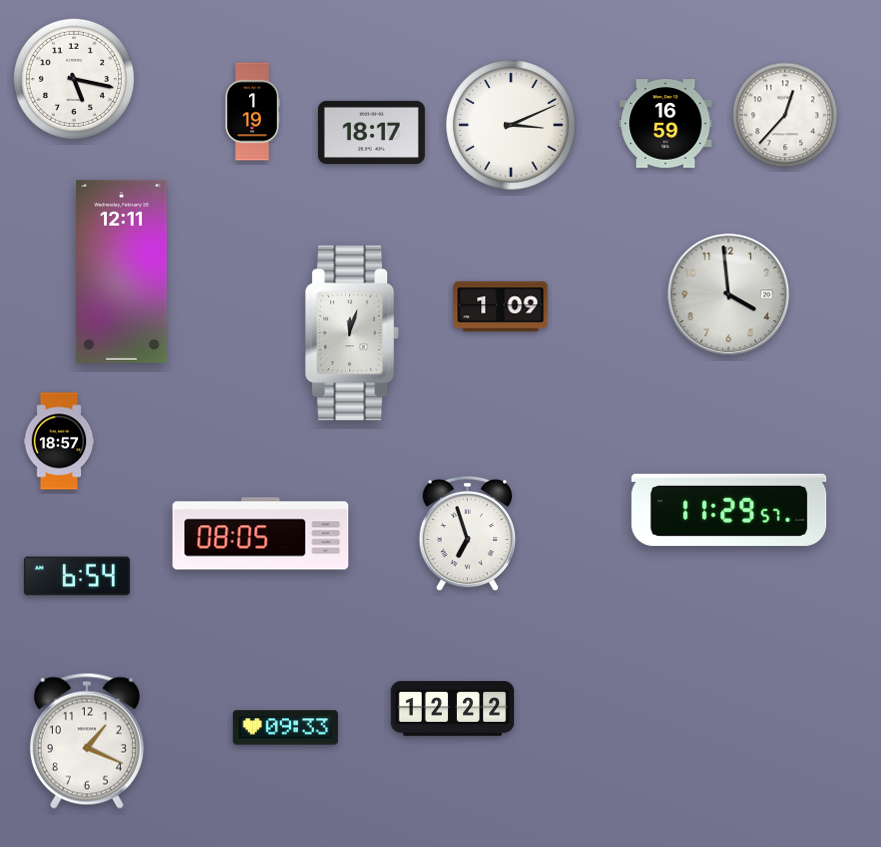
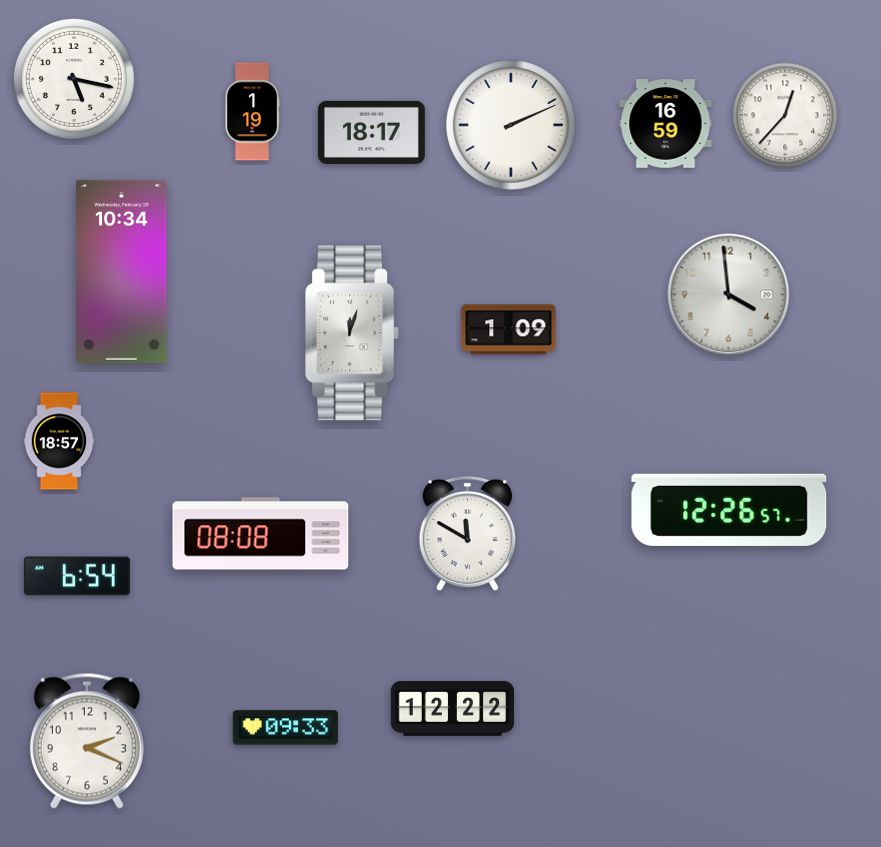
clock at (511, 125): 3:11 -> 2:11
clock at (122, 271): 12:11 -> 10:34
clock at (501, 307) position: (501, 307) -> (509, 330)
clock at (729, 510): 11:29 -> 12:26
clock at (261, 534): 08:05 -> 08:08
clock at (467, 534): 6:57 -> 11:50
clock at (87, 741): 1:19 -> 2:19
